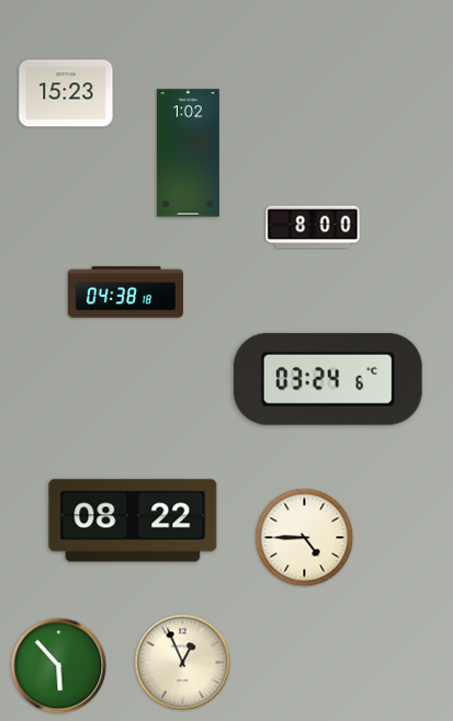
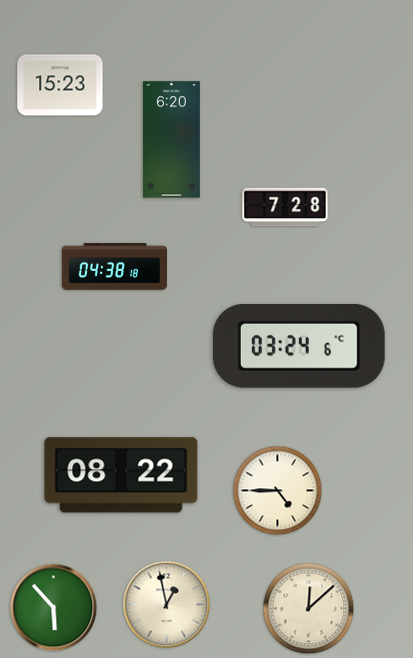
clock at (188, 153): 1:02 -> 6:20
clock at (313, 227): 8:00 -> 7:28
clock at (183, 663): 12:56 -> 12:58
clock at (309, 609): none -> 12:08
